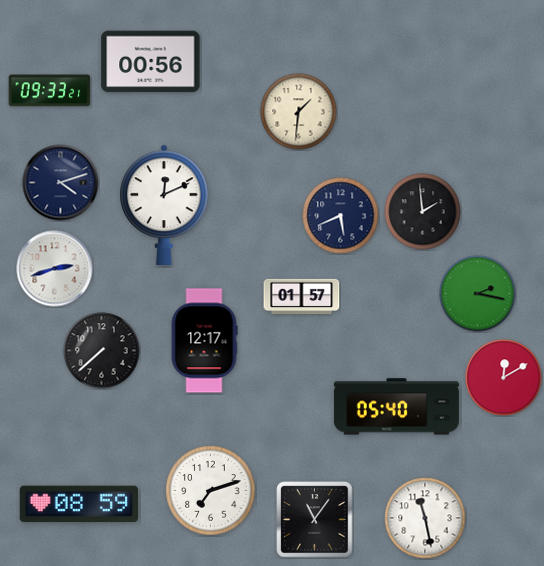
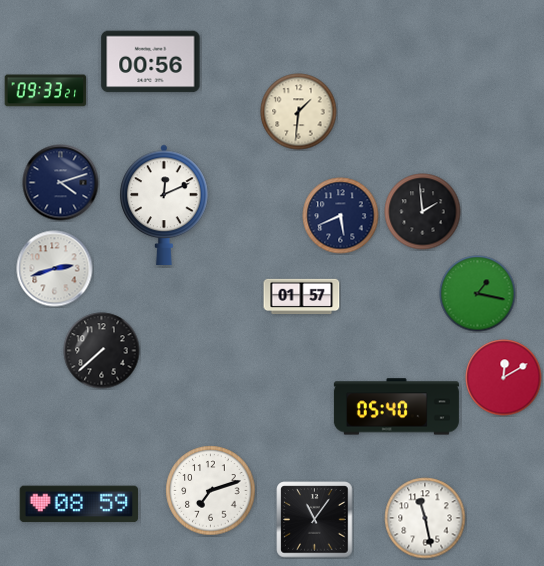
clock at (50, 91) position: (50, 91) -> (46, 91)
clock at (478, 294): 2:17 -> 1:17
clock at (204, 341): 12:17 -> none
